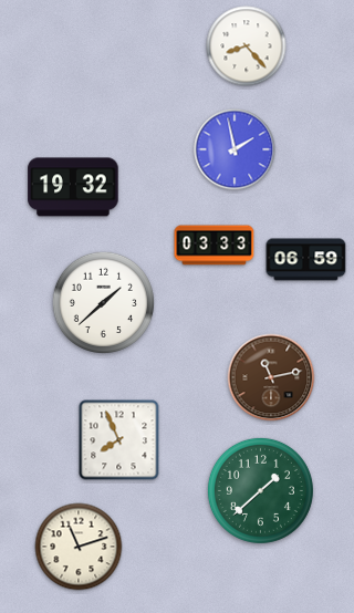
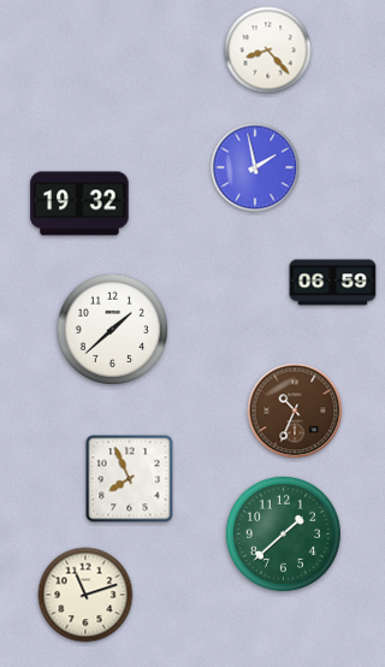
clock at (235, 149) position: (235, 149) -> (255, 167)
clock at (215, 246): 03:33 -> none
clock at (271, 377): 11:13 -> 10:34
